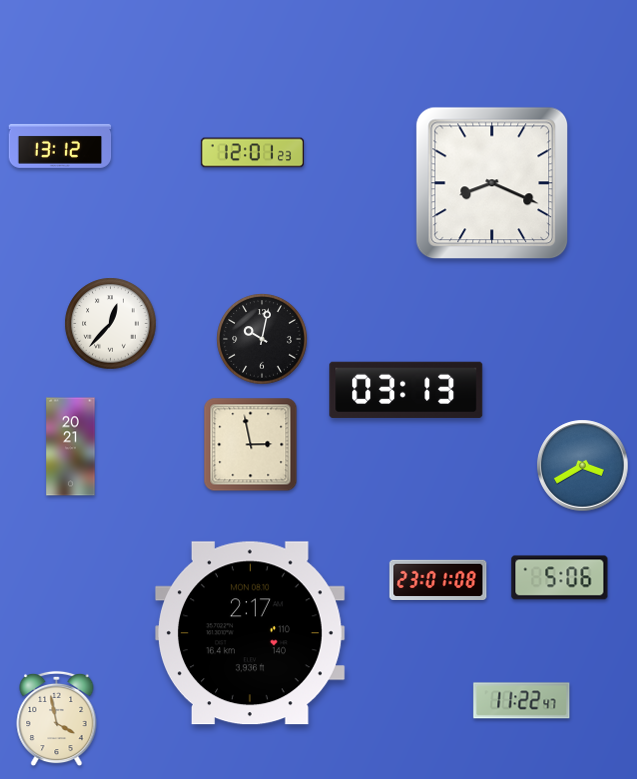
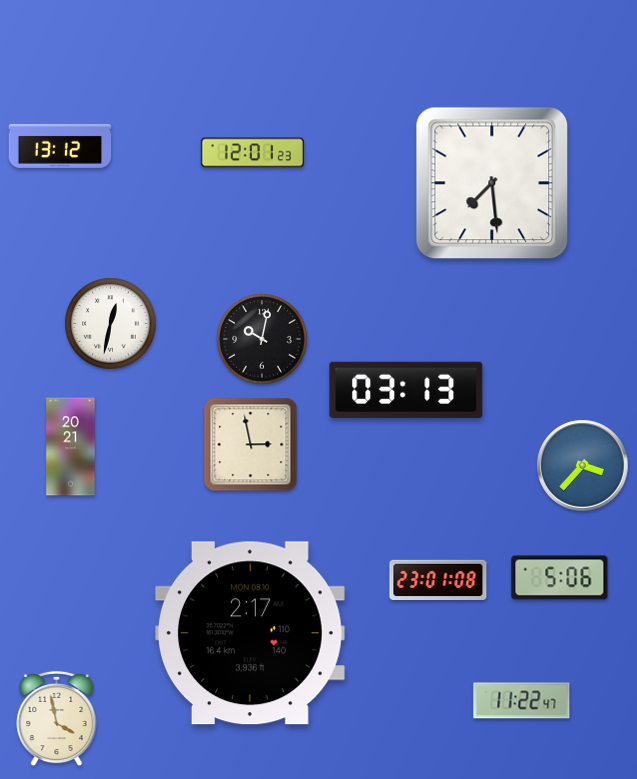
clock at (492, 183): 8:19 -> 7:29
clock at (111, 324): 12:37 -> 12:32
clock at (583, 466): 3:40 -> 3:37
